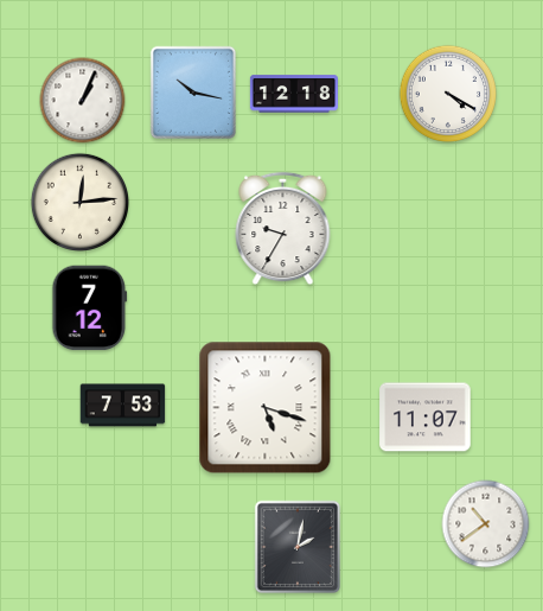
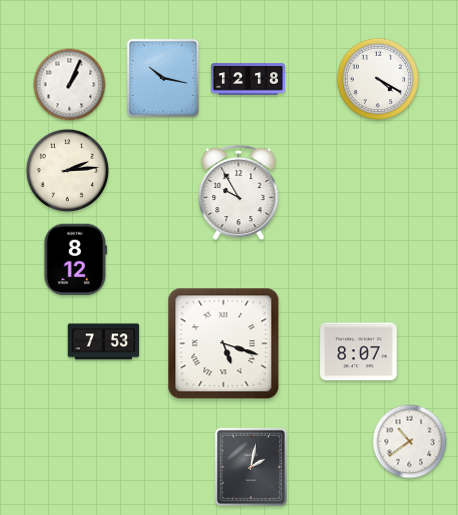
clock at (79, 202): 12:14 -> 2:14
clock at (283, 229): 9:35 -> 9:55
clock at (90, 308): 7:12 -> 8:12
clock at (426, 418): 11:07 -> 8:07
clock at (298, 547) position: (298, 547) -> (251, 467)
